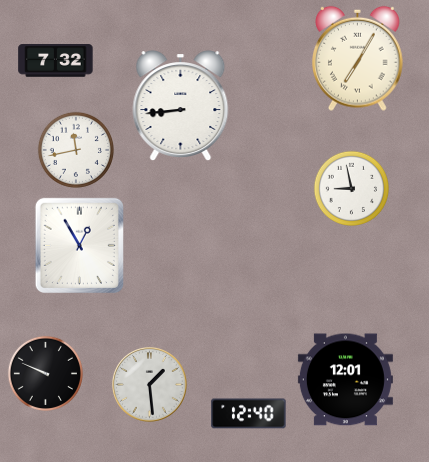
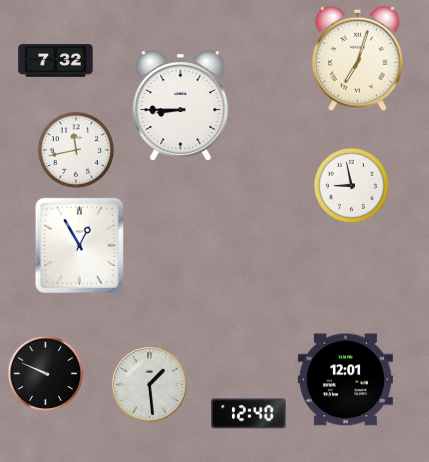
clock at (358, 58): 7:05 -> 7:03
clock at (181, 106): 8:44 -> 8:45
clock at (351, 188) position: (351, 188) -> (351, 185)
